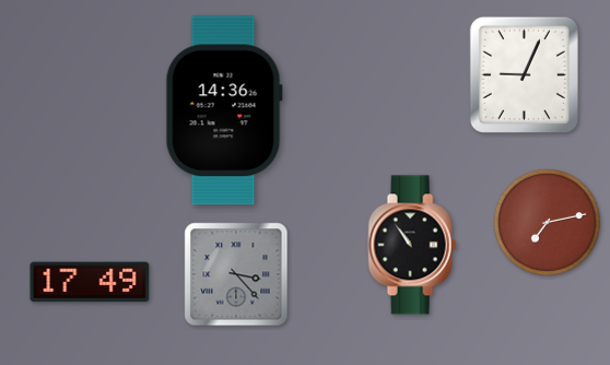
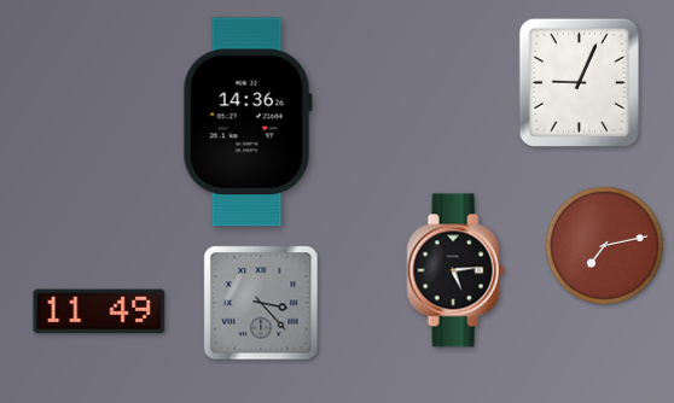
clock at (412, 245): 10:54 -> 5:14
clock at (90, 282): 17:49 -> 11:49
